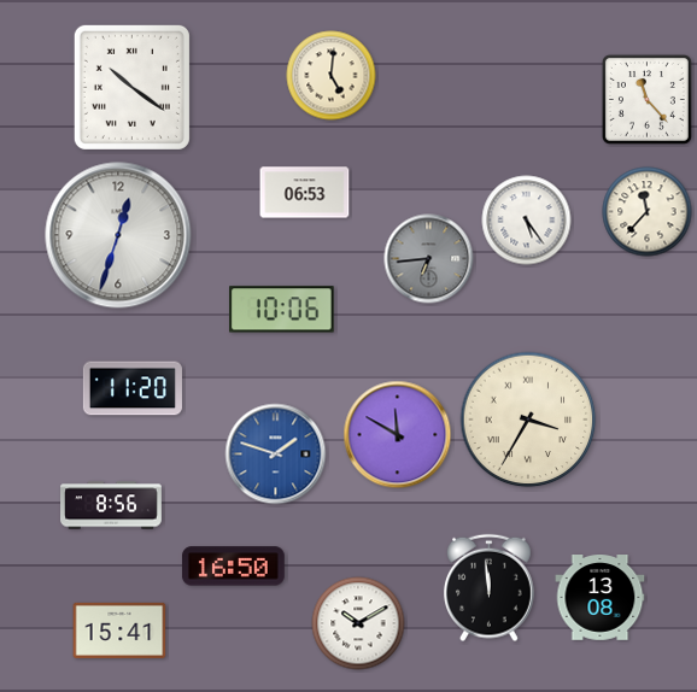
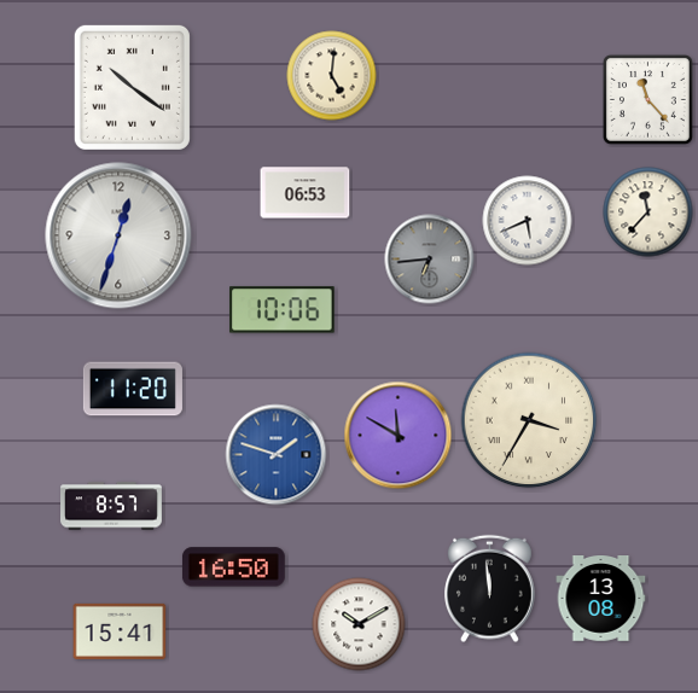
clock at (527, 221): 5:24 -> 5:41
clock at (112, 505): 8:56 -> 8:57
